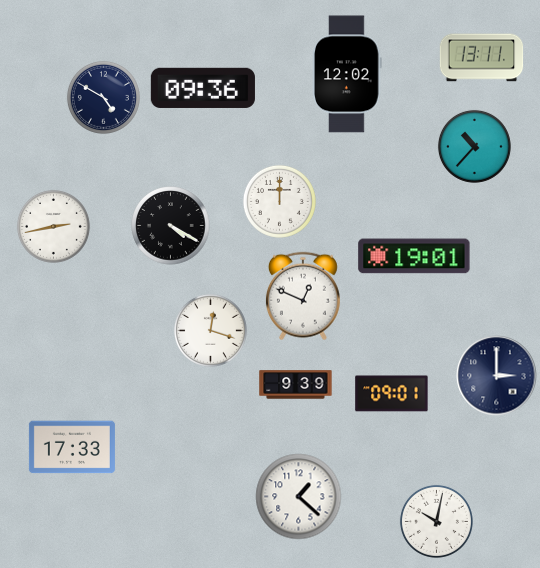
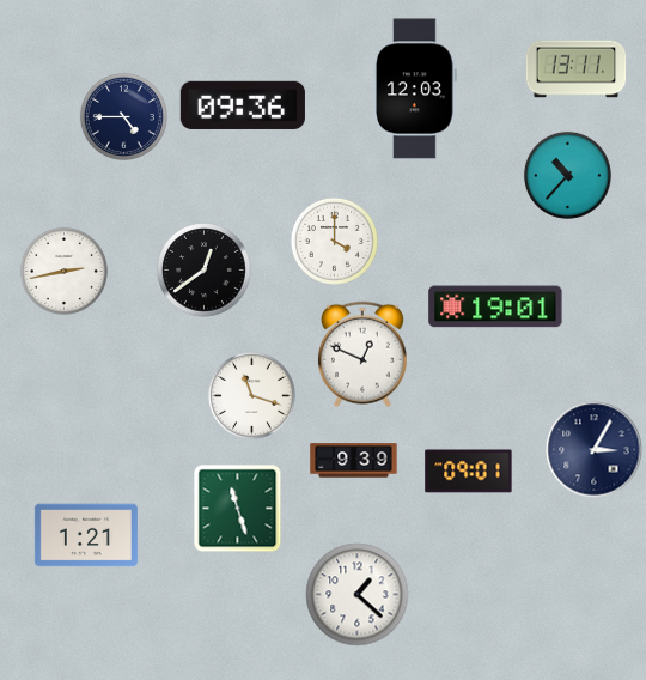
clock at (347, 74): 12:02 -> 12:03
clock at (103, 97): 4:50 -> 4:45
clock at (279, 201): 12:00 -> 4:00
clock at (171, 226): 4:20 -> 12:39
clock at (210, 330): 12:18 -> 11:18
clock at (497, 376): 3:00 -> 3:05
clock at (238, 509): none -> 11:27
clock at (72, 447): 17:33 -> 1:21
clock at (436, 521): 10:02 -> none
